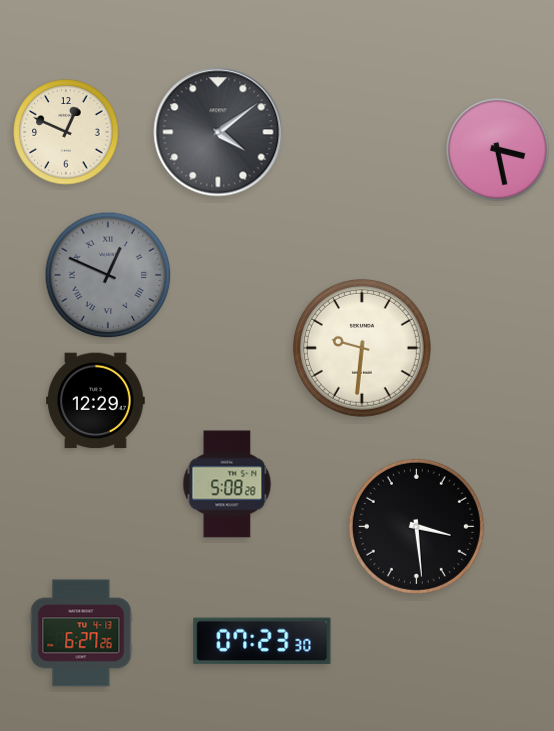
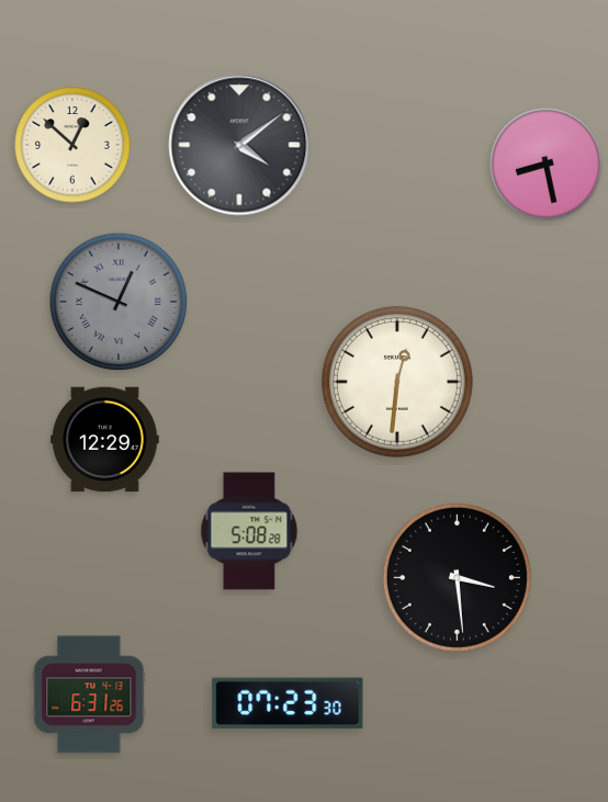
clock at (66, 132): 12:49 -> 12:52
clock at (498, 150): 3:28 -> 8:28
clock at (362, 348): 9:31 -> 12:31
clock at (81, 633): 6:27 -> 6:31
